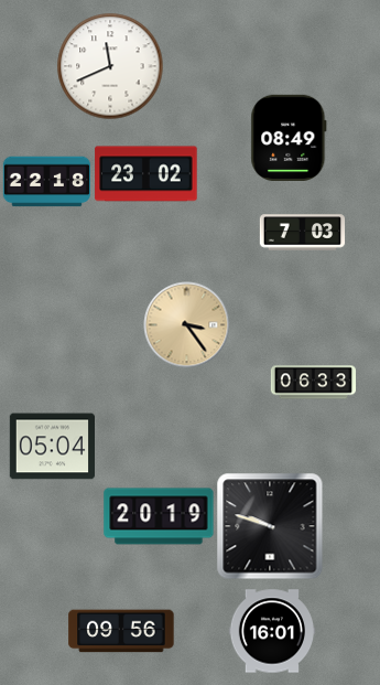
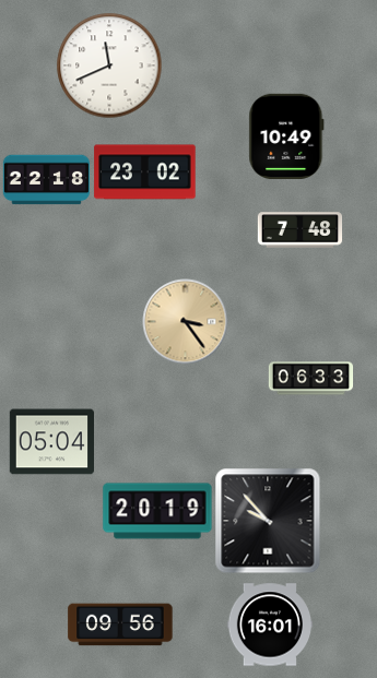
clock at (289, 138): 08:49 -> 10:49
clock at (302, 233): 7:03 -> 7:48
clock at (270, 526): 9:48 -> 9:53
